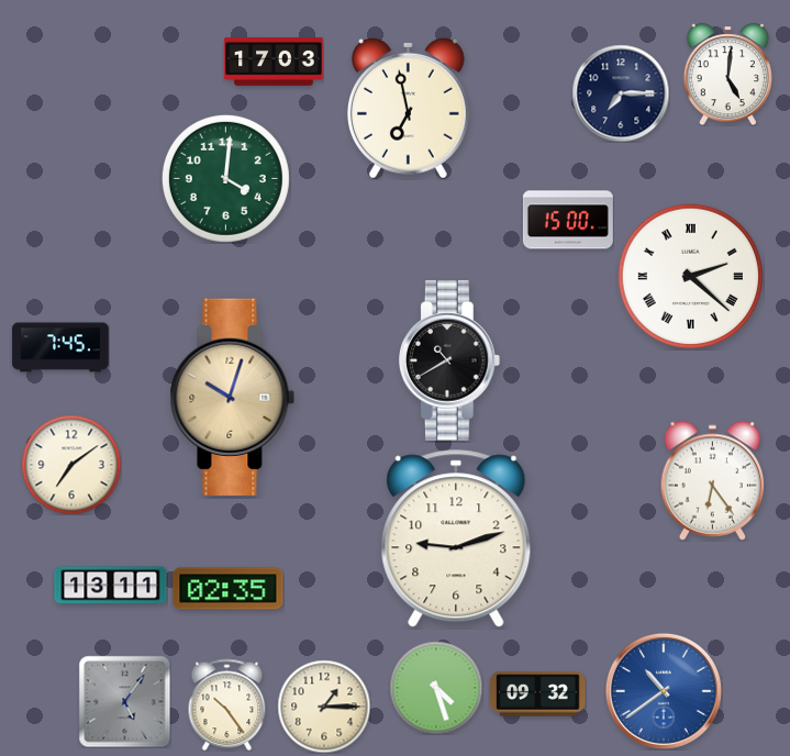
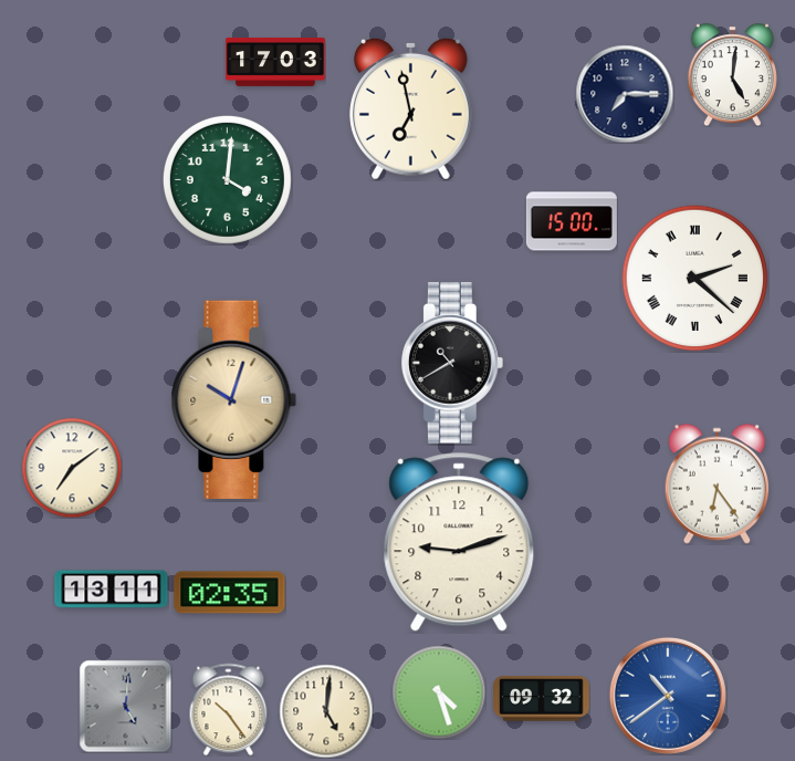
clock at (60, 347): 7:45 -> none
clock at (124, 701): 5:06 -> 5:01
clock at (324, 707): 1:15 -> 5:01
